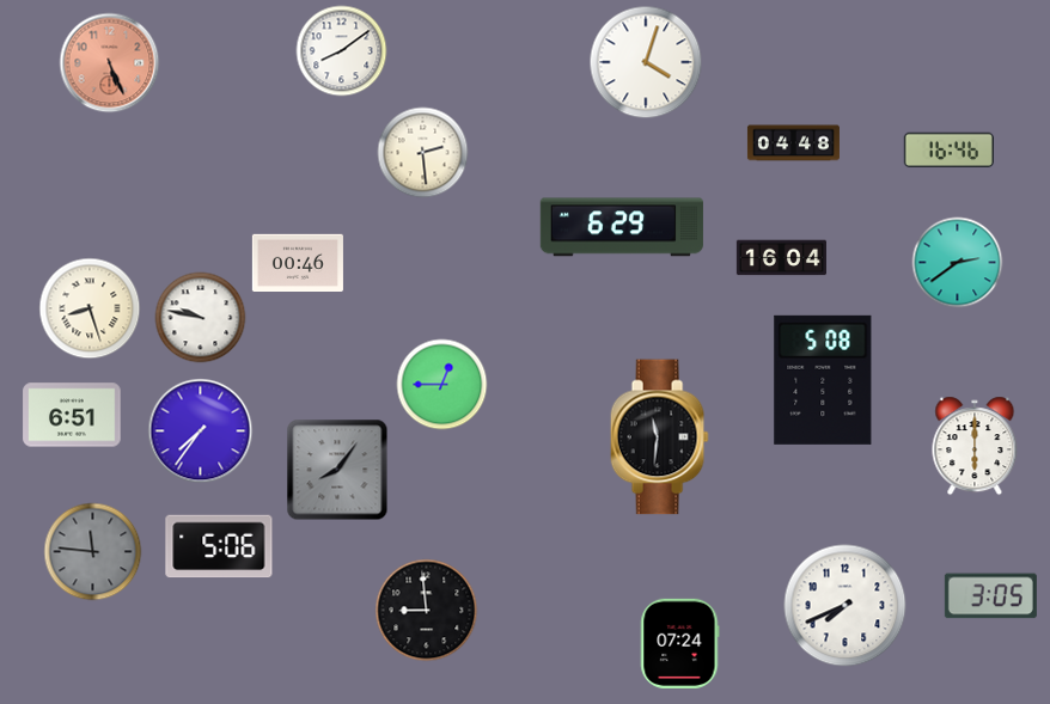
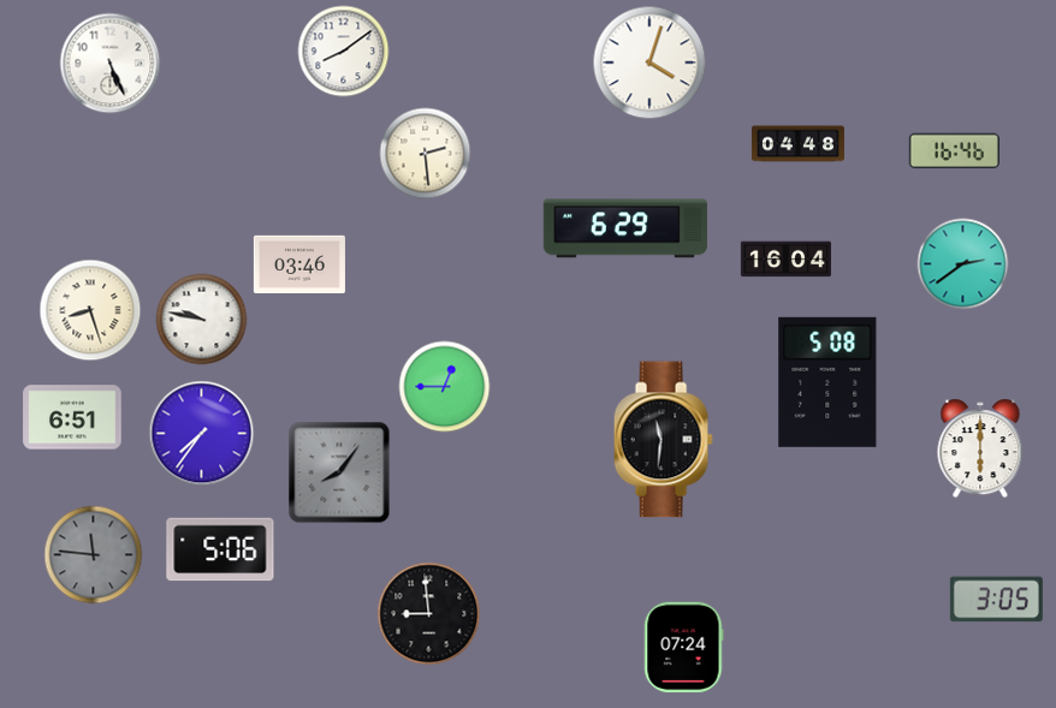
clock at (110, 63) dial: salmon -> white
clock at (298, 262): 00:46 -> 03:46
clock at (846, 606): 7:41 -> none
